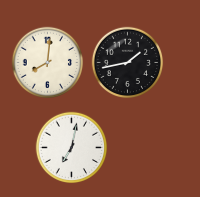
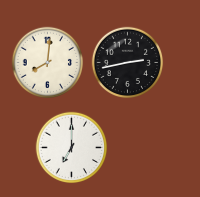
clock at (128, 63): 1:43 -> 2:43
clock at (72, 148): 7:02 -> 7:00
